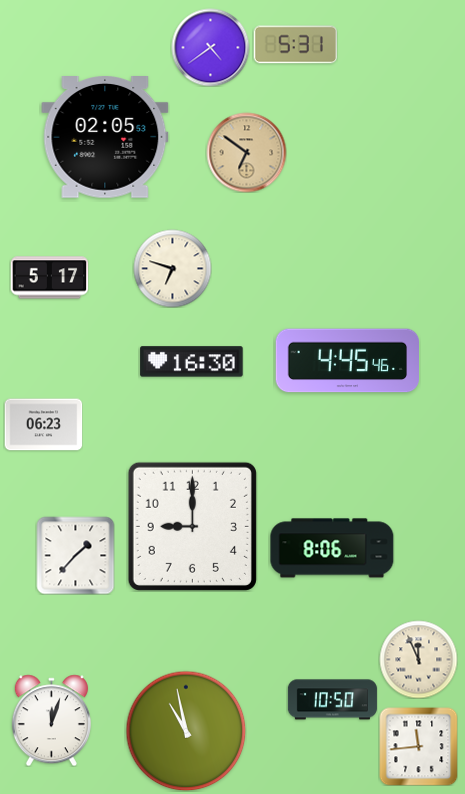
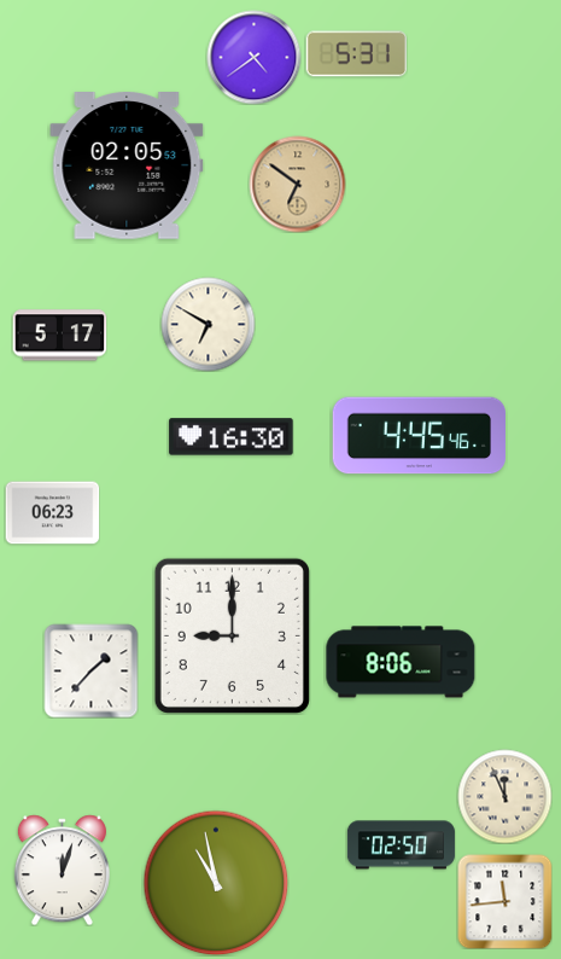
clock at (172, 268): 6:48 -> 6:50
clock at (332, 700): 10:50 -> 02:50
clock at (186, 731) position: (186, 731) -> (216, 883)
